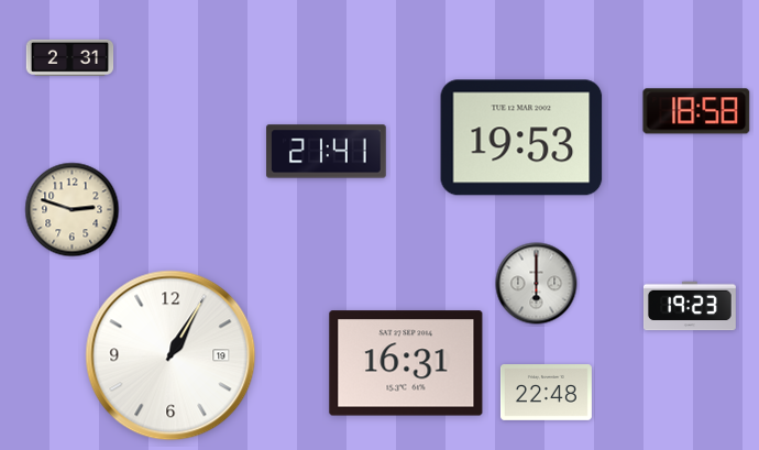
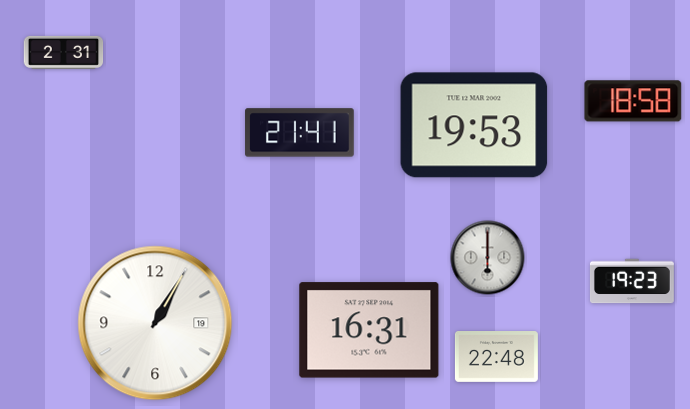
clock at (327, 152) position: (327, 152) -> (300, 133)
clock at (73, 210): 2:48 -> none
clock at (690, 306) position: (690, 306) -> (632, 281)
